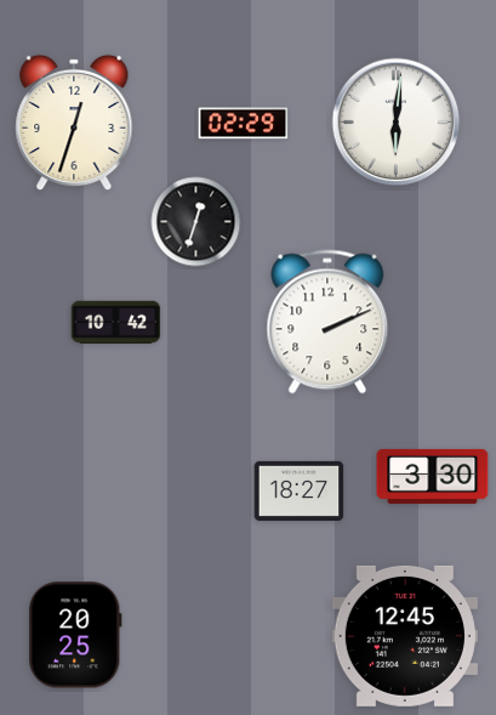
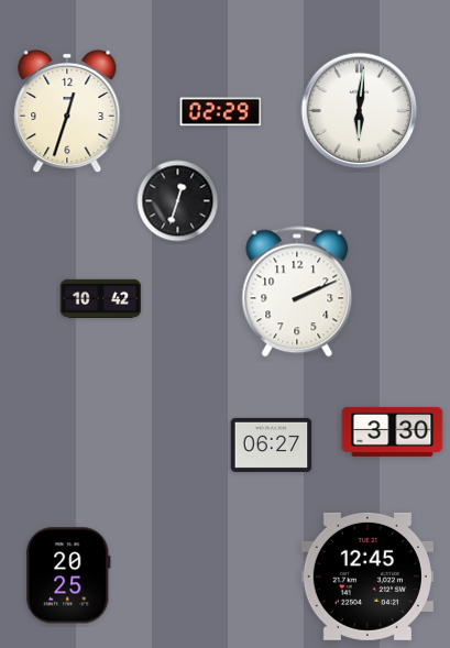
clock at (116, 323) position: (116, 323) -> (101, 299)
clock at (300, 490): 18:27 -> 06:27
